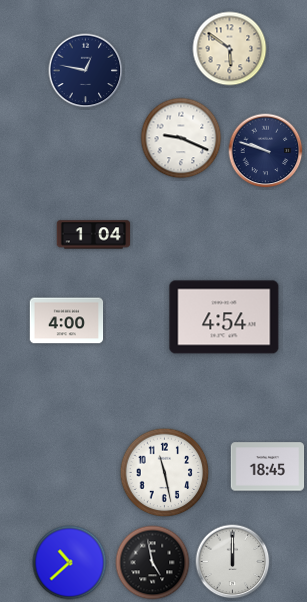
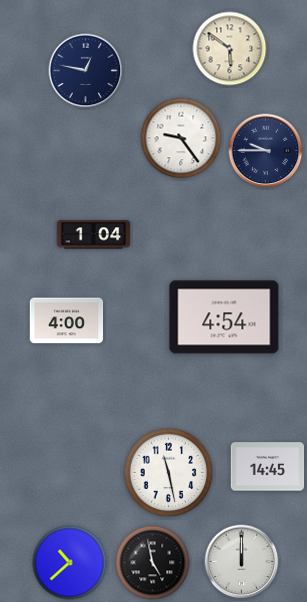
clock at (181, 138): 9:19 -> 9:24
clock at (266, 151): 9:48 -> 9:45
clock at (268, 467): 18:45 -> 14:45
clock at (165, 473) position: (165, 473) -> (169, 473)
clock at (233, 562) position: (233, 562) -> (242, 562)
